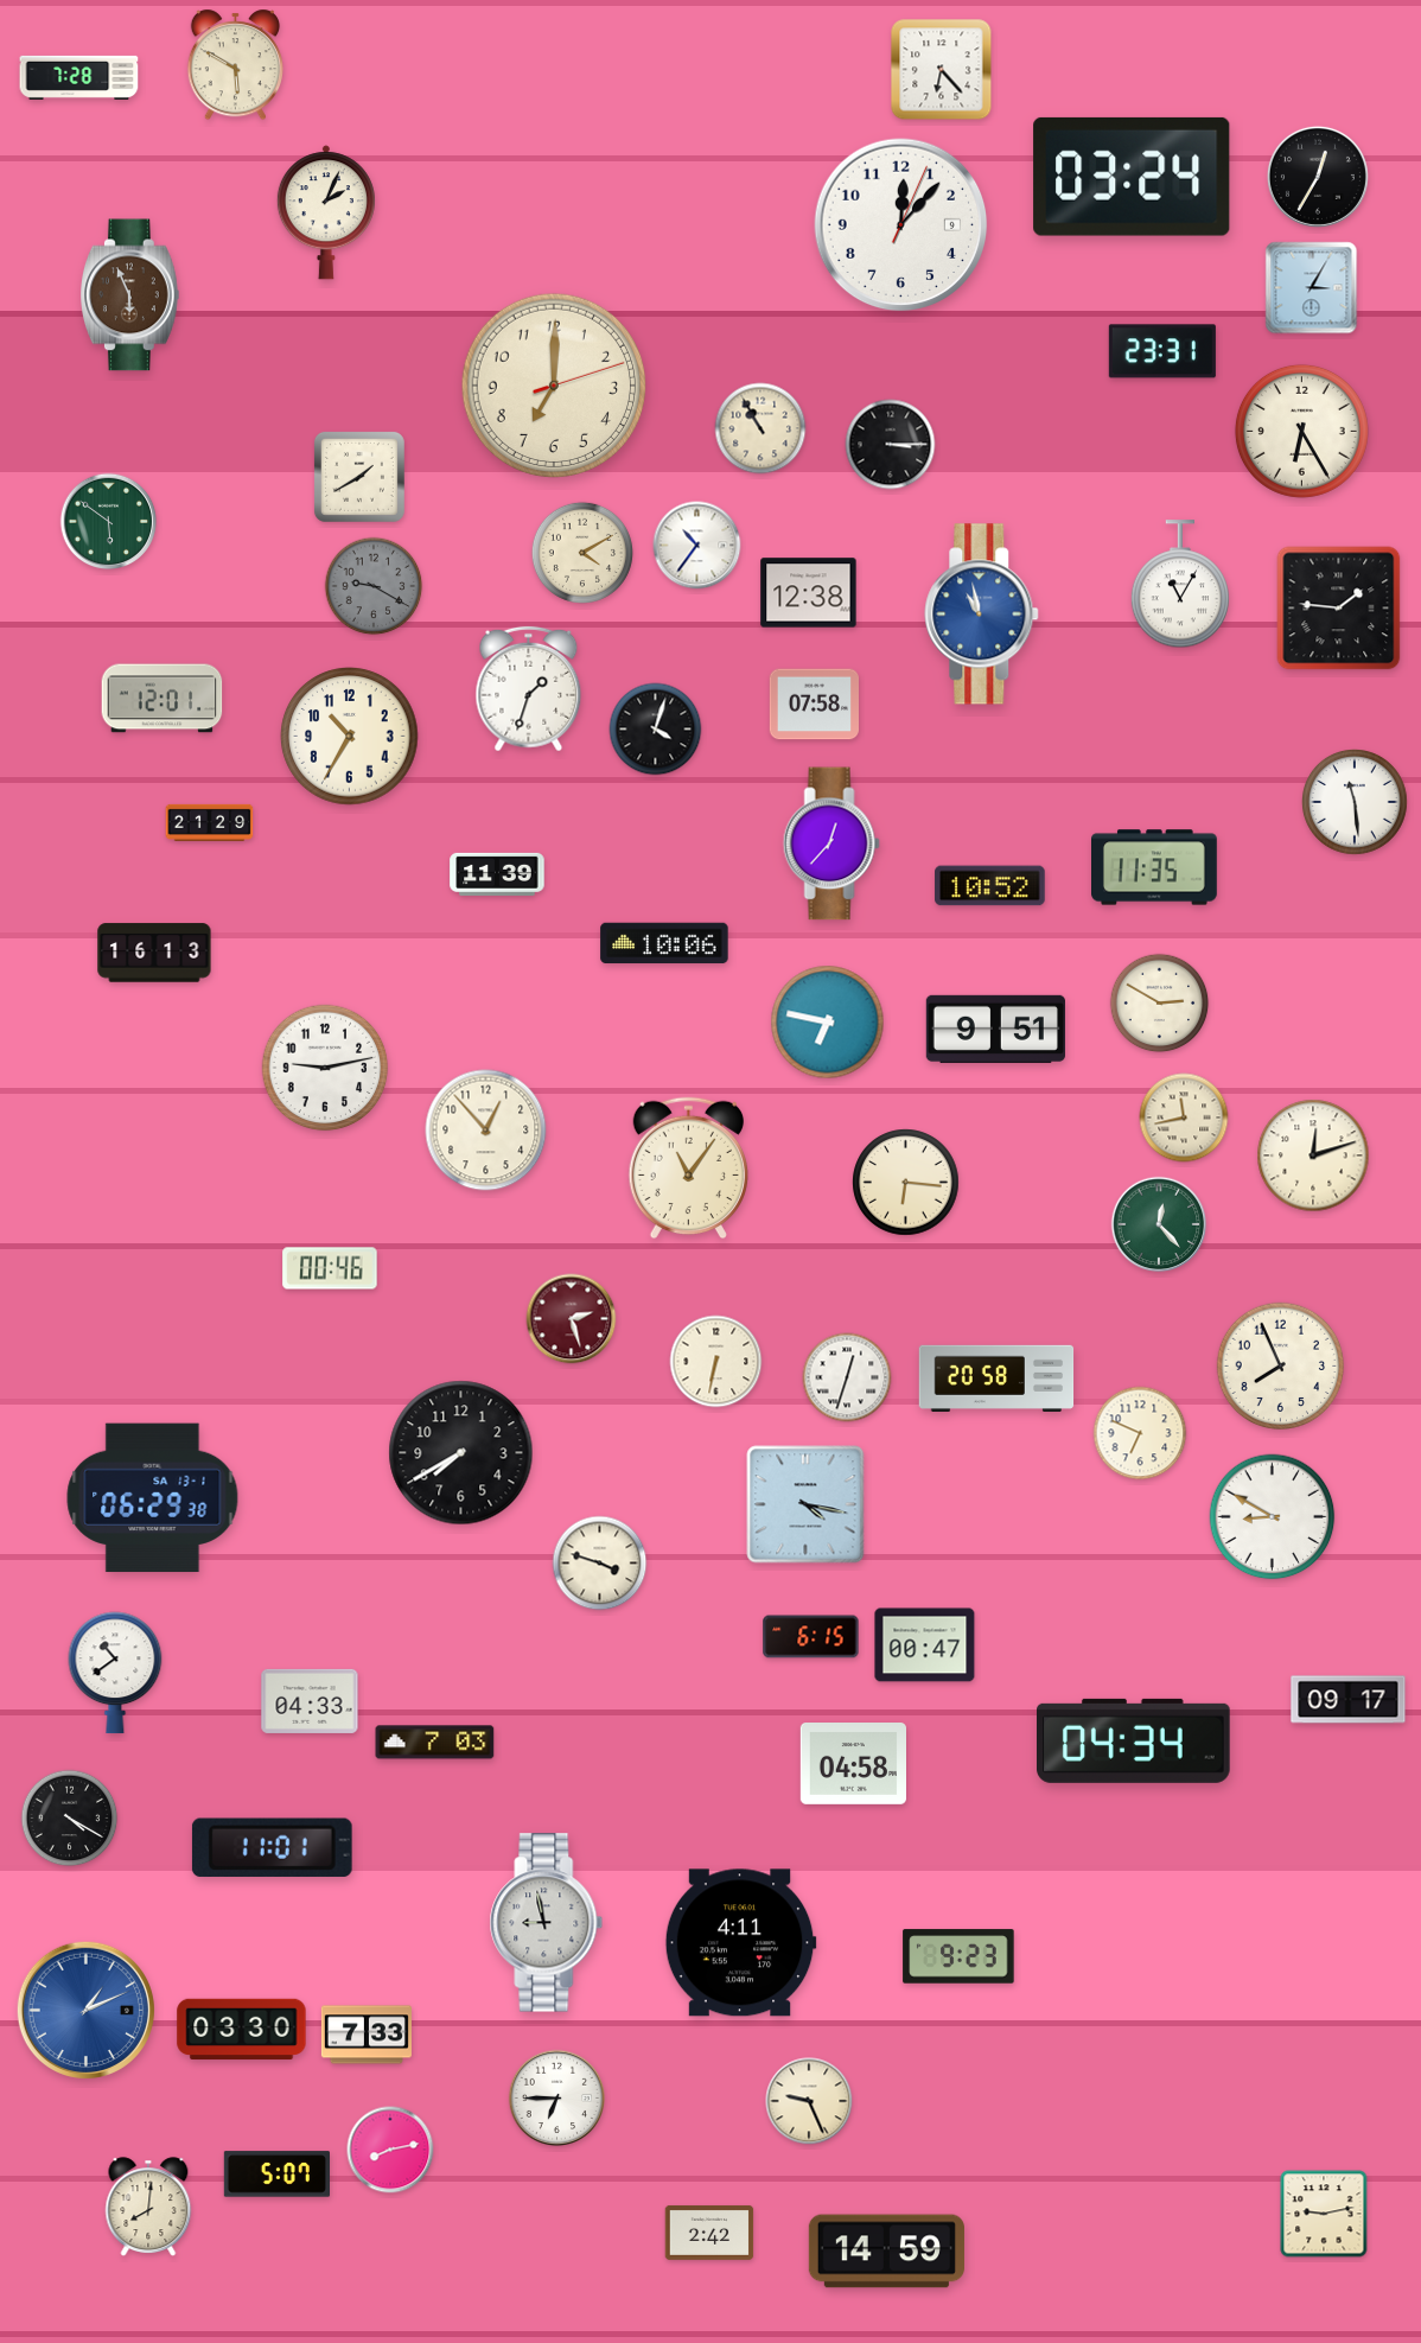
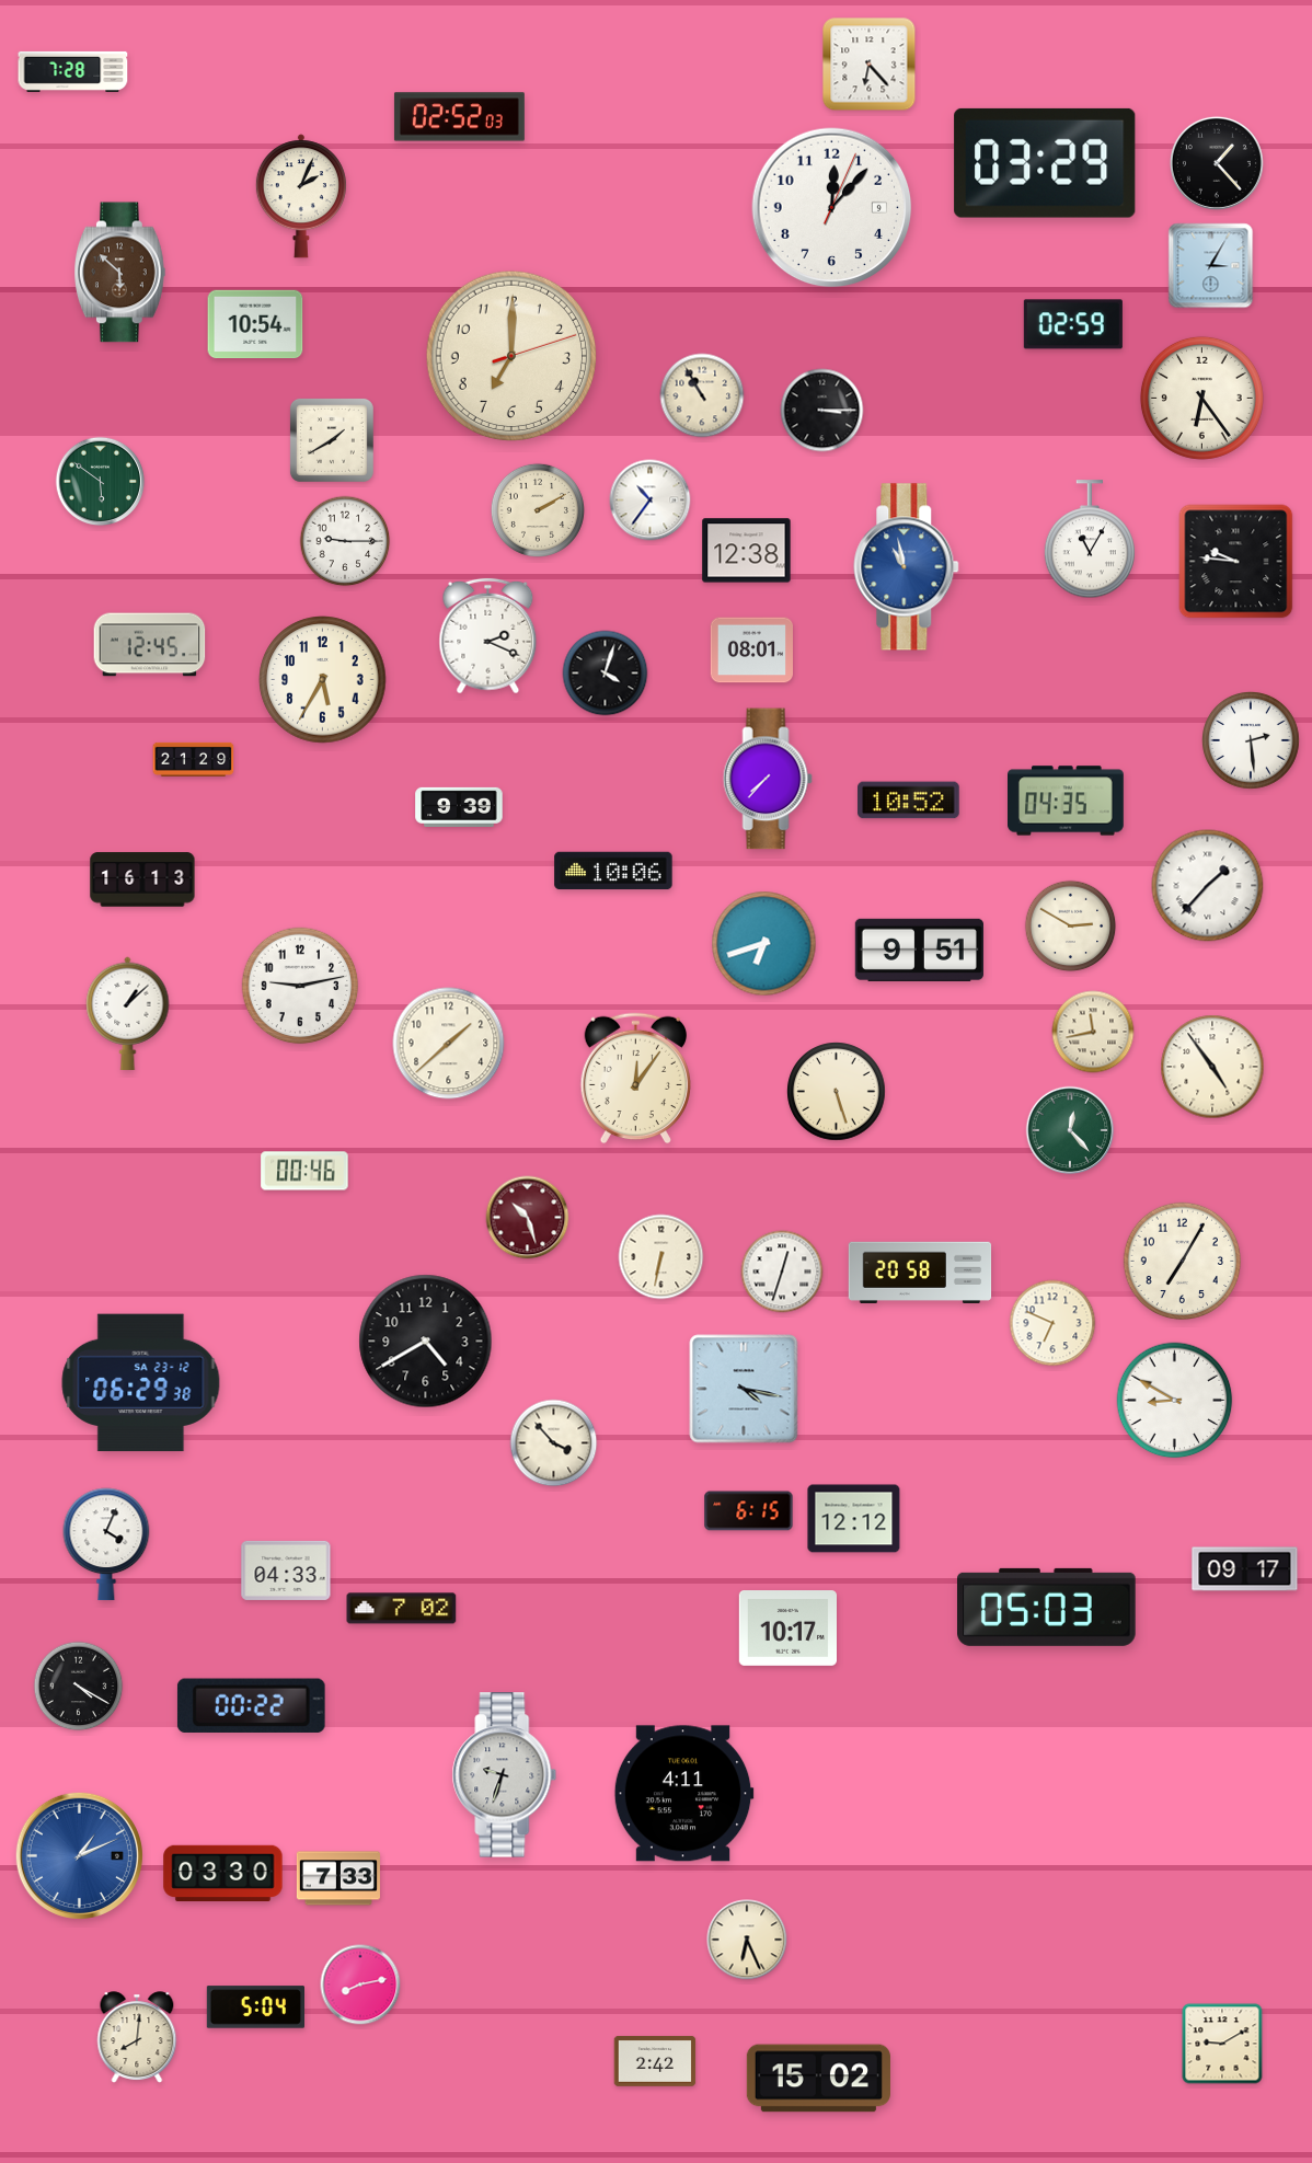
clock at (235, 65): 5:50 -> none
clock at (459, 117): none -> 02:52
clock at (1132, 177): 03:24 -> 03:29
clock at (1318, 177): 12:35 -> 1:23
clock at (130, 295): 5:56 -> 5:52
clock at (255, 324): none -> 10:54
clock at (1162, 351): 23:31 -> 02:59
clock at (1301, 431): 6:25 -> 6:24
clock at (697, 546) position: (697, 546) -> (651, 501)
clock at (582, 553): 4:10 -> 2:10
clock at (374, 586): 9:20 -> 9:15
clock at (374, 586) dial: grey -> white
clock at (809, 593) position: (809, 593) -> (747, 551)
clock at (1339, 609): 1:46 -> 9:46
clock at (529, 689): 1:33 -> 2:19
clock at (163, 699): 12:01 -> 12:45
clock at (814, 705): 07:58 -> 08:01
clock at (350, 737): 10:35 -> 5:35
clock at (1356, 803): 11:29 -> 2:29
clock at (831, 843): 12:37 -> 7:37
clock at (1155, 867): 11:35 -> 04:35
clock at (497, 874): 11:39 -> 9:39
clock at (990, 886) position: (990, 886) -> (909, 801)
clock at (1208, 886): none -> 1:37
clock at (828, 1023): 6:47 -> 6:42
clock at (128, 1013): none -> 1:08
clock at (486, 1131): 12:53 -> 1:38
clock at (1313, 1155): 12:12 -> 4:54
clock at (688, 1169): 11:06 -> 12:06
clock at (906, 1183): 6:16 -> 5:27
clock at (572, 1319): 2:27 -> 10:27
clock at (1281, 1367): 7:56 -> 7:05
clock at (461, 1453): 7:40 -> 4:40
clock at (153, 1498) date: SA 13-1 -> SA 23-12
clock at (600, 1564): 3:48 -> 3:53
clock at (925, 1645): 00:47 -> 12:12
clock at (115, 1673): 10:39 -> 4:04
clock at (1134, 1740): 04:34 -> 05:03
clock at (435, 1743): 7:03 -> 7:02
clock at (853, 1764): 04:58 -> 10:17
clock at (70, 1819) position: (70, 1819) -> (79, 1687)
clock at (272, 1847): 11:01 -> 00:22
clock at (547, 1923): 8:58 -> 9:33
clock at (958, 1956): 9:23 -> none
clock at (557, 2099): 6:45 -> none
clock at (809, 2101): 9:26 -> 6:26
clock at (276, 2175): 5:07 -> 5:04
clock at (1324, 2214): 9:13 -> 9:10
clock at (886, 2252): 14:59 -> 15:02
